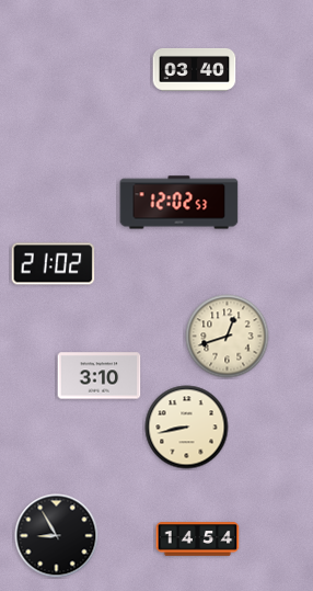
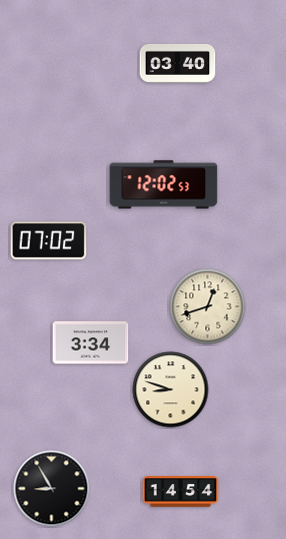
clock at (54, 264): 21:02 -> 07:02
clock at (100, 376): 3:10 -> 3:34
clock at (187, 428): 8:43 -> 8:48
